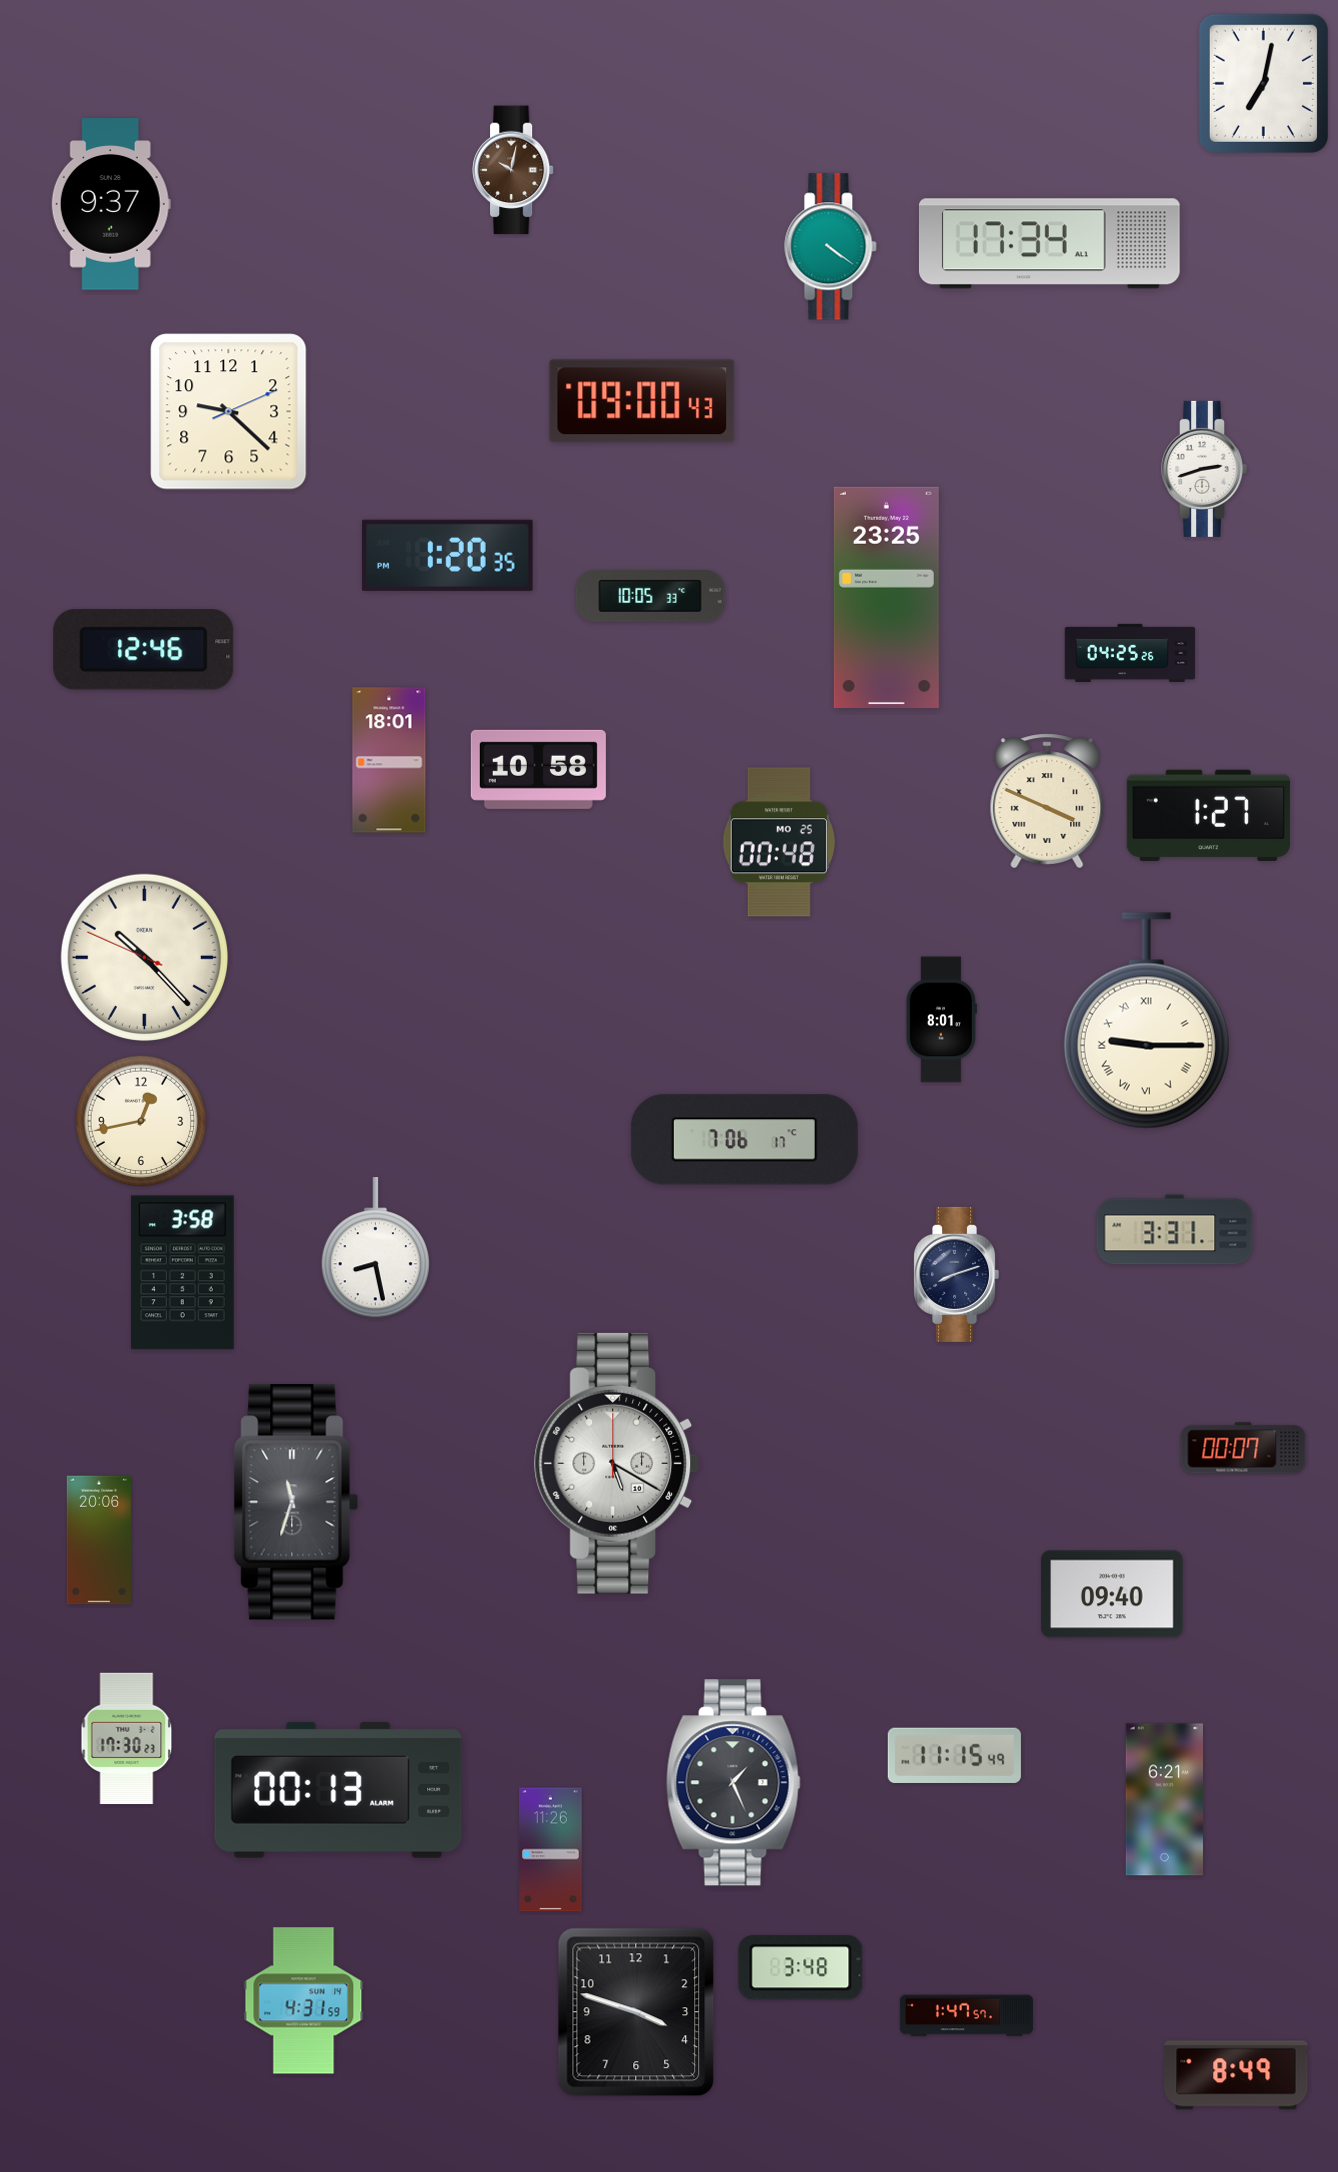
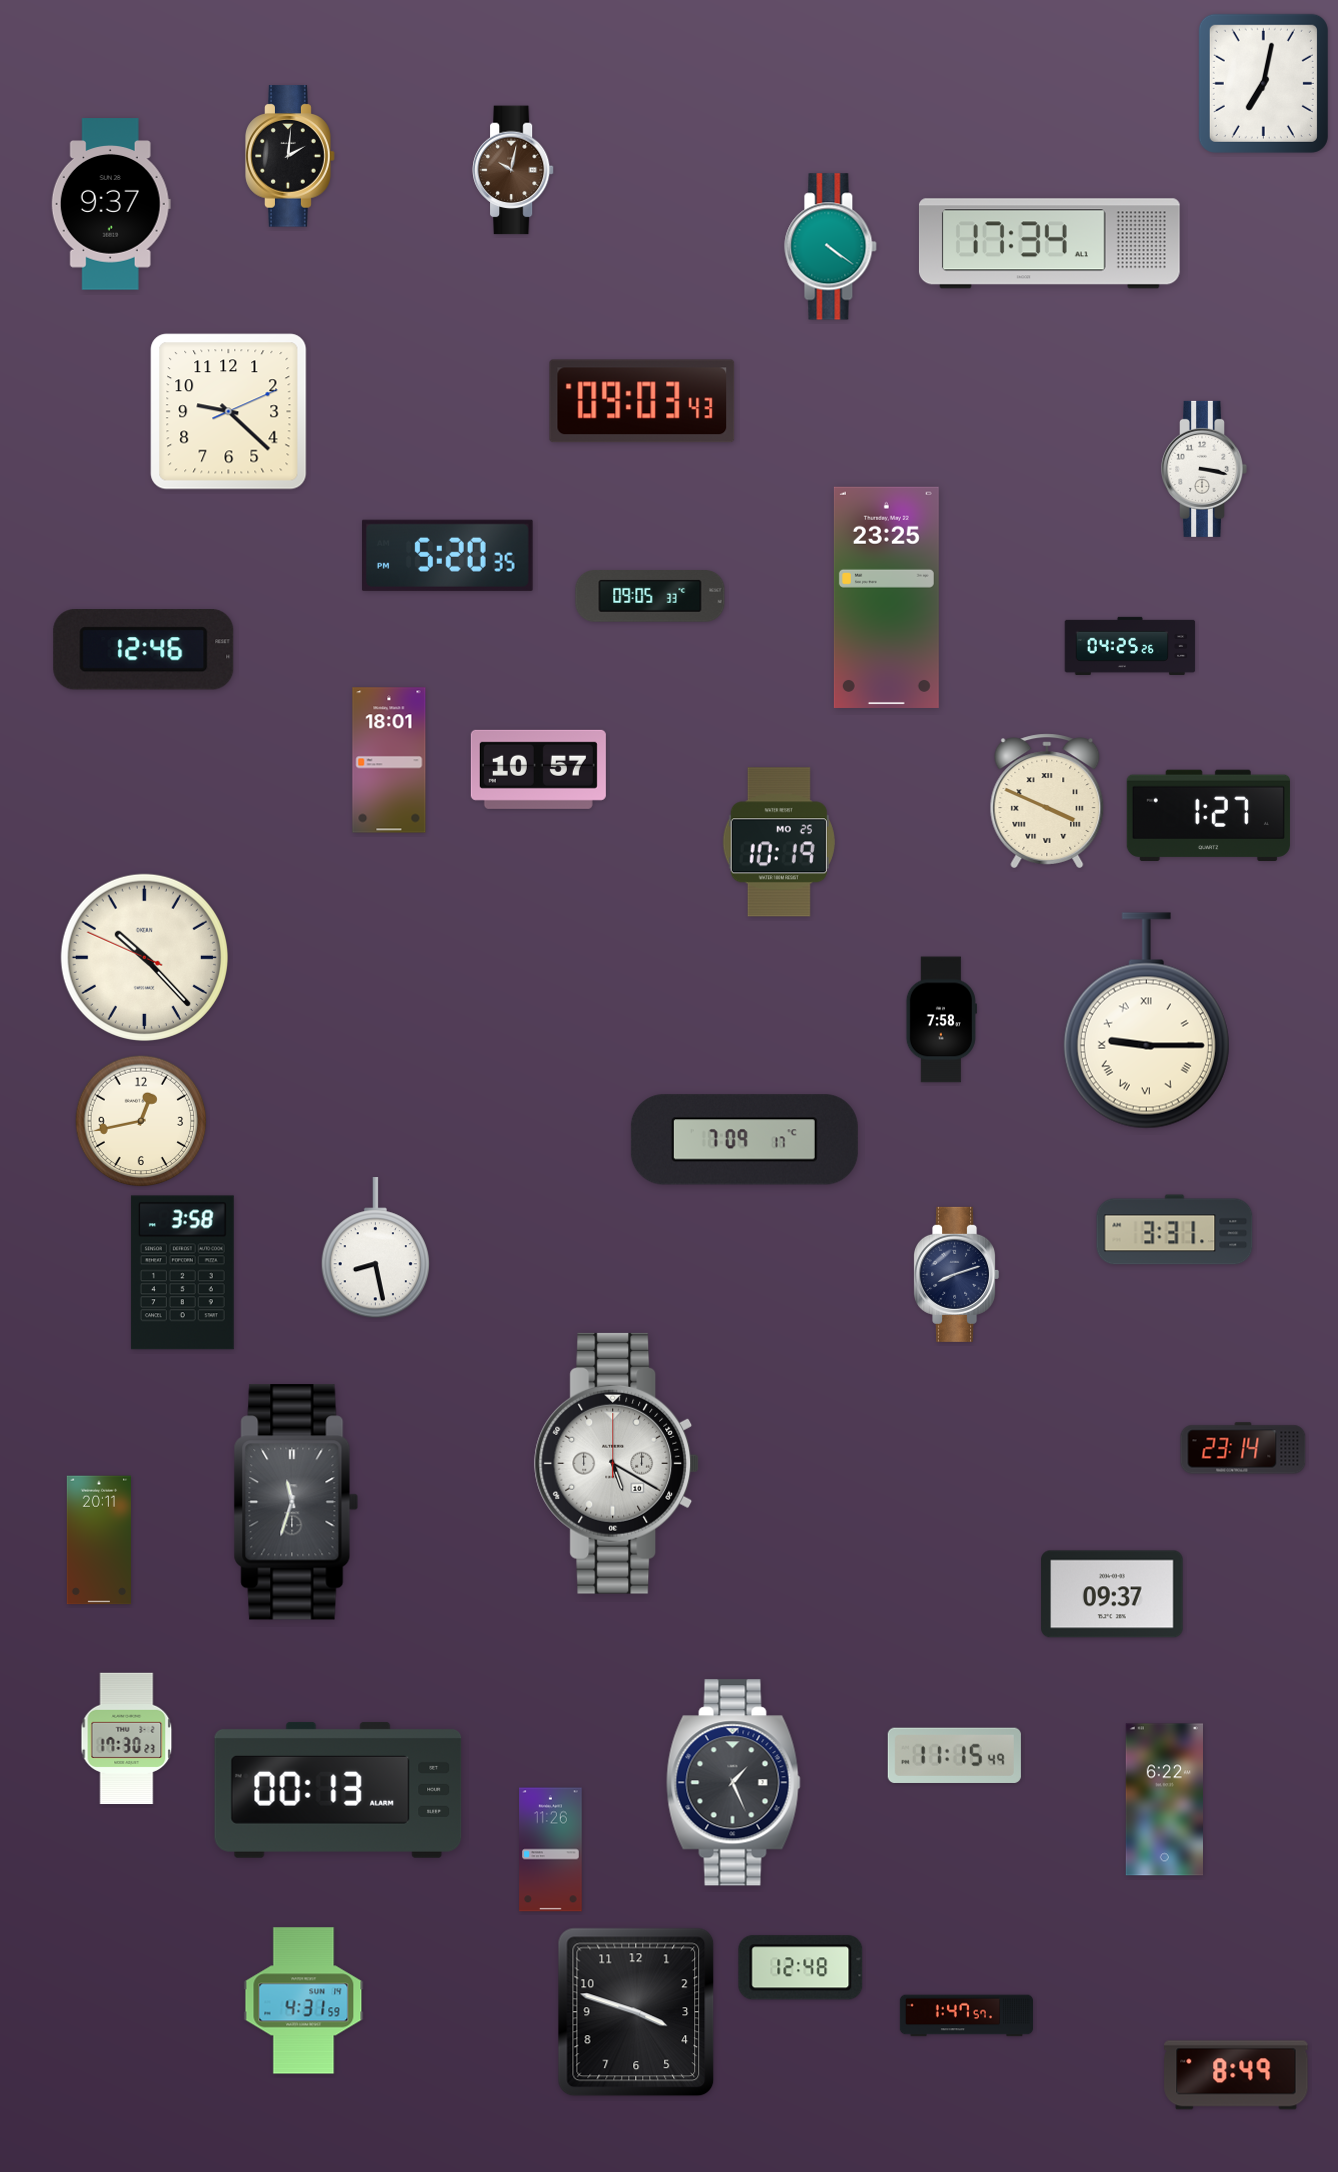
clock at (290, 156): none -> 2:01
clock at (642, 401): 09:00 -> 09:03
clock at (1204, 469): 2:42 -> 3:17
clock at (447, 555): 1:20 -> 5:20
clock at (650, 596): 10:05 -> 09:05
clock at (1130, 653) position: (1130, 653) -> (1130, 646)
clock at (538, 769): 10:58 -> 10:57
clock at (779, 842): 00:48 -> 10:19
clock at (941, 1020): 8:01 -> 7:58
clock at (744, 1140): 7:06 -> 7:09
clock at (1243, 1448): 00:07 -> 23:14
clock at (98, 1540): 20:06 -> 20:11
clock at (1112, 1594): 09:40 -> 09:37
clock at (1164, 1800): 6:21 -> 6:22
clock at (801, 1968): 3:48 -> 12:48
